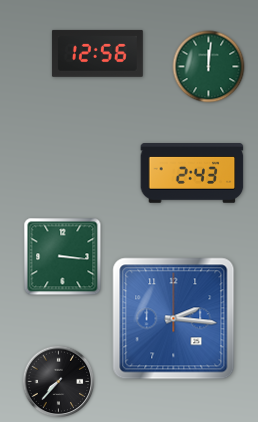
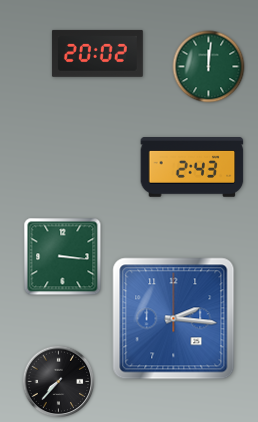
clock at (97, 53): 12:56 -> 20:02
clock at (192, 174) position: (192, 174) -> (192, 168)
